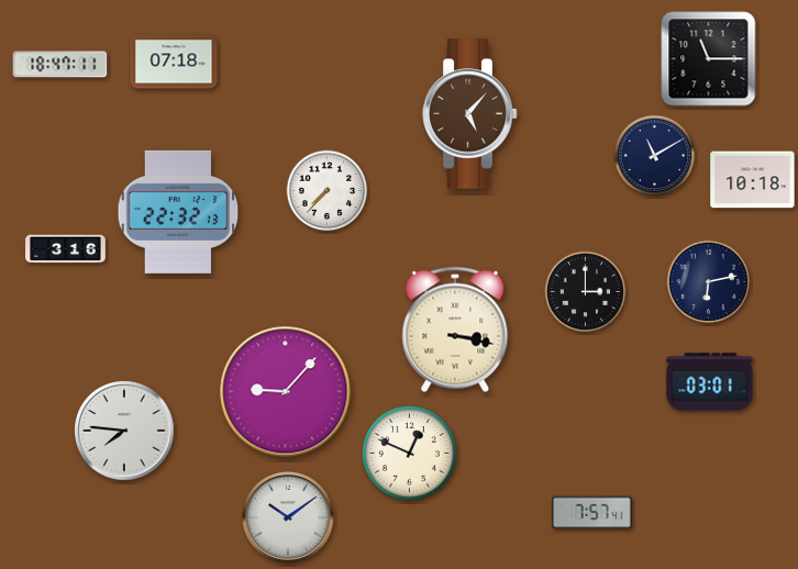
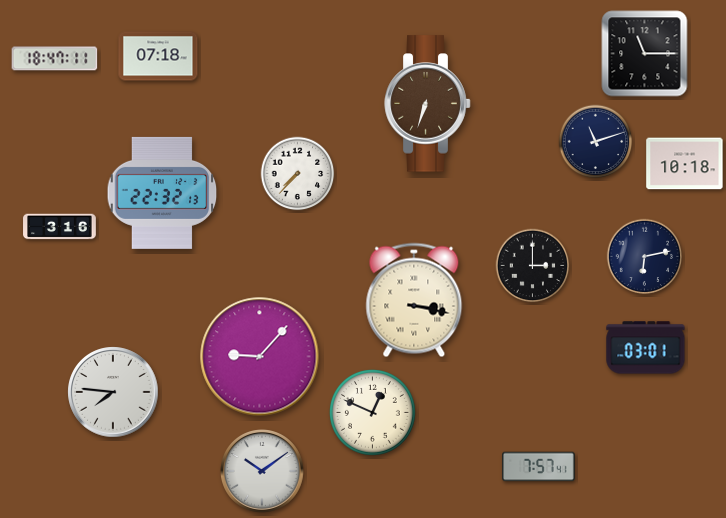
clock at (470, 114): 5:07 -> 6:33
clock at (655, 156): 11:10 -> 11:12
